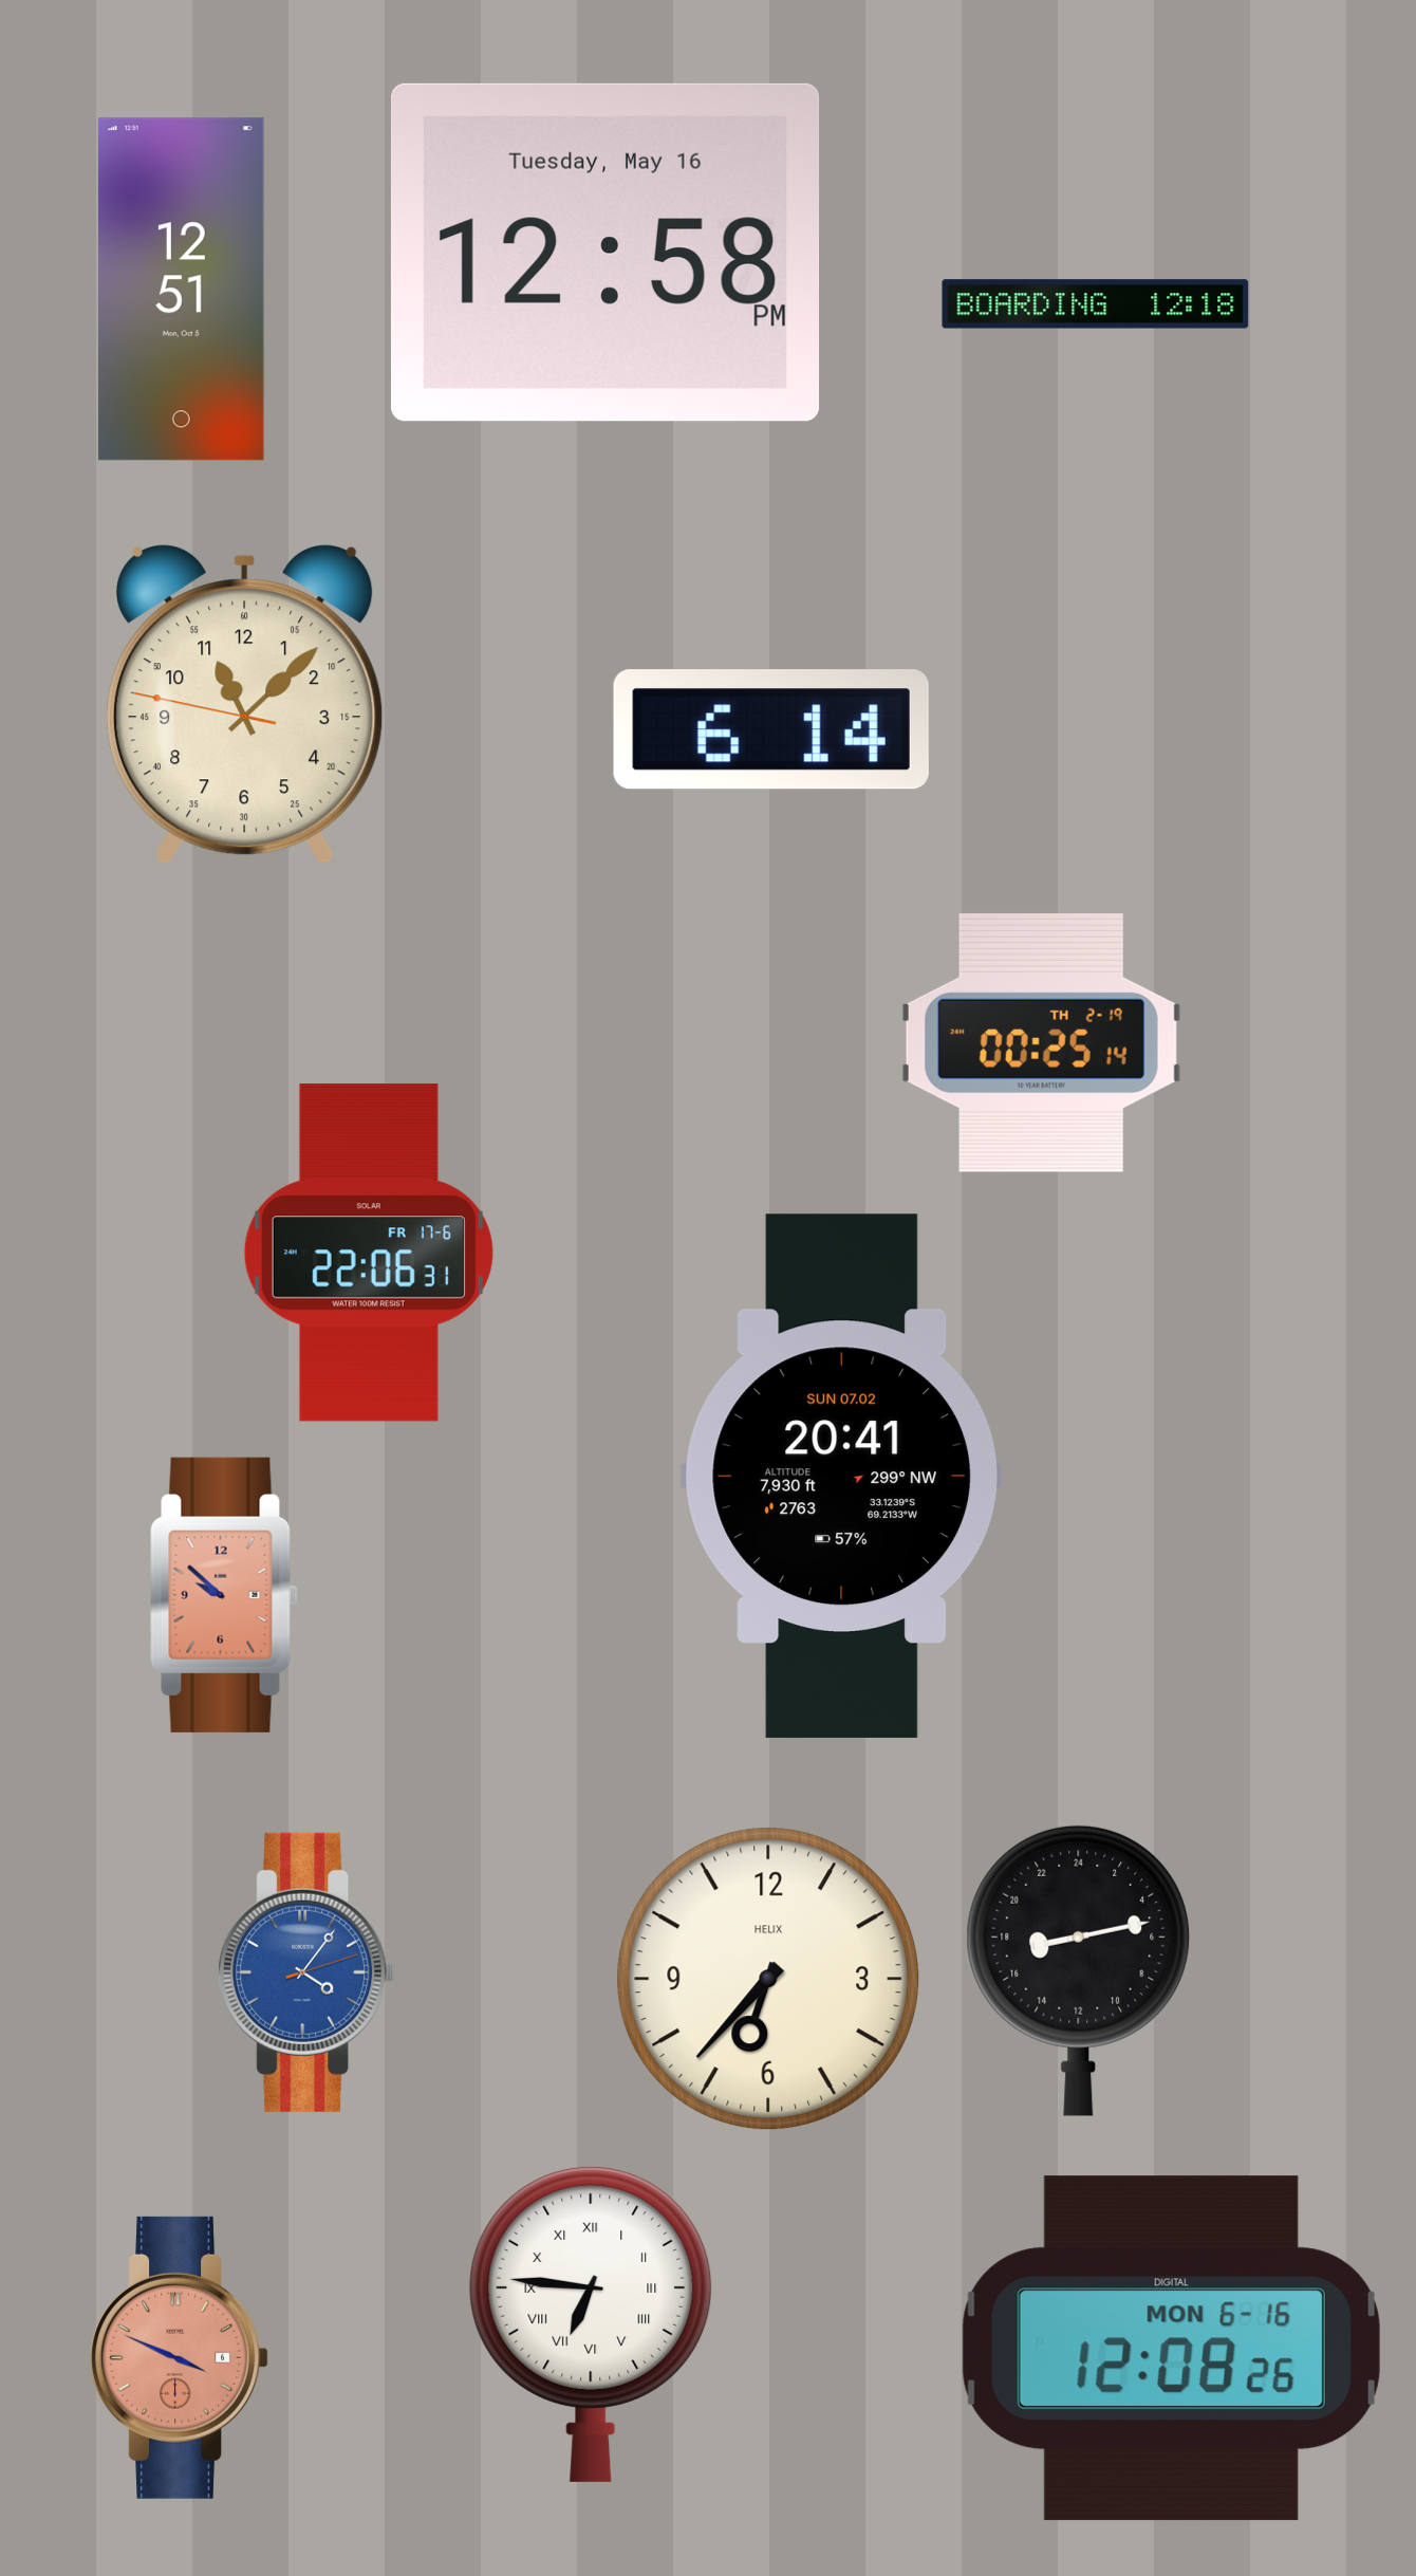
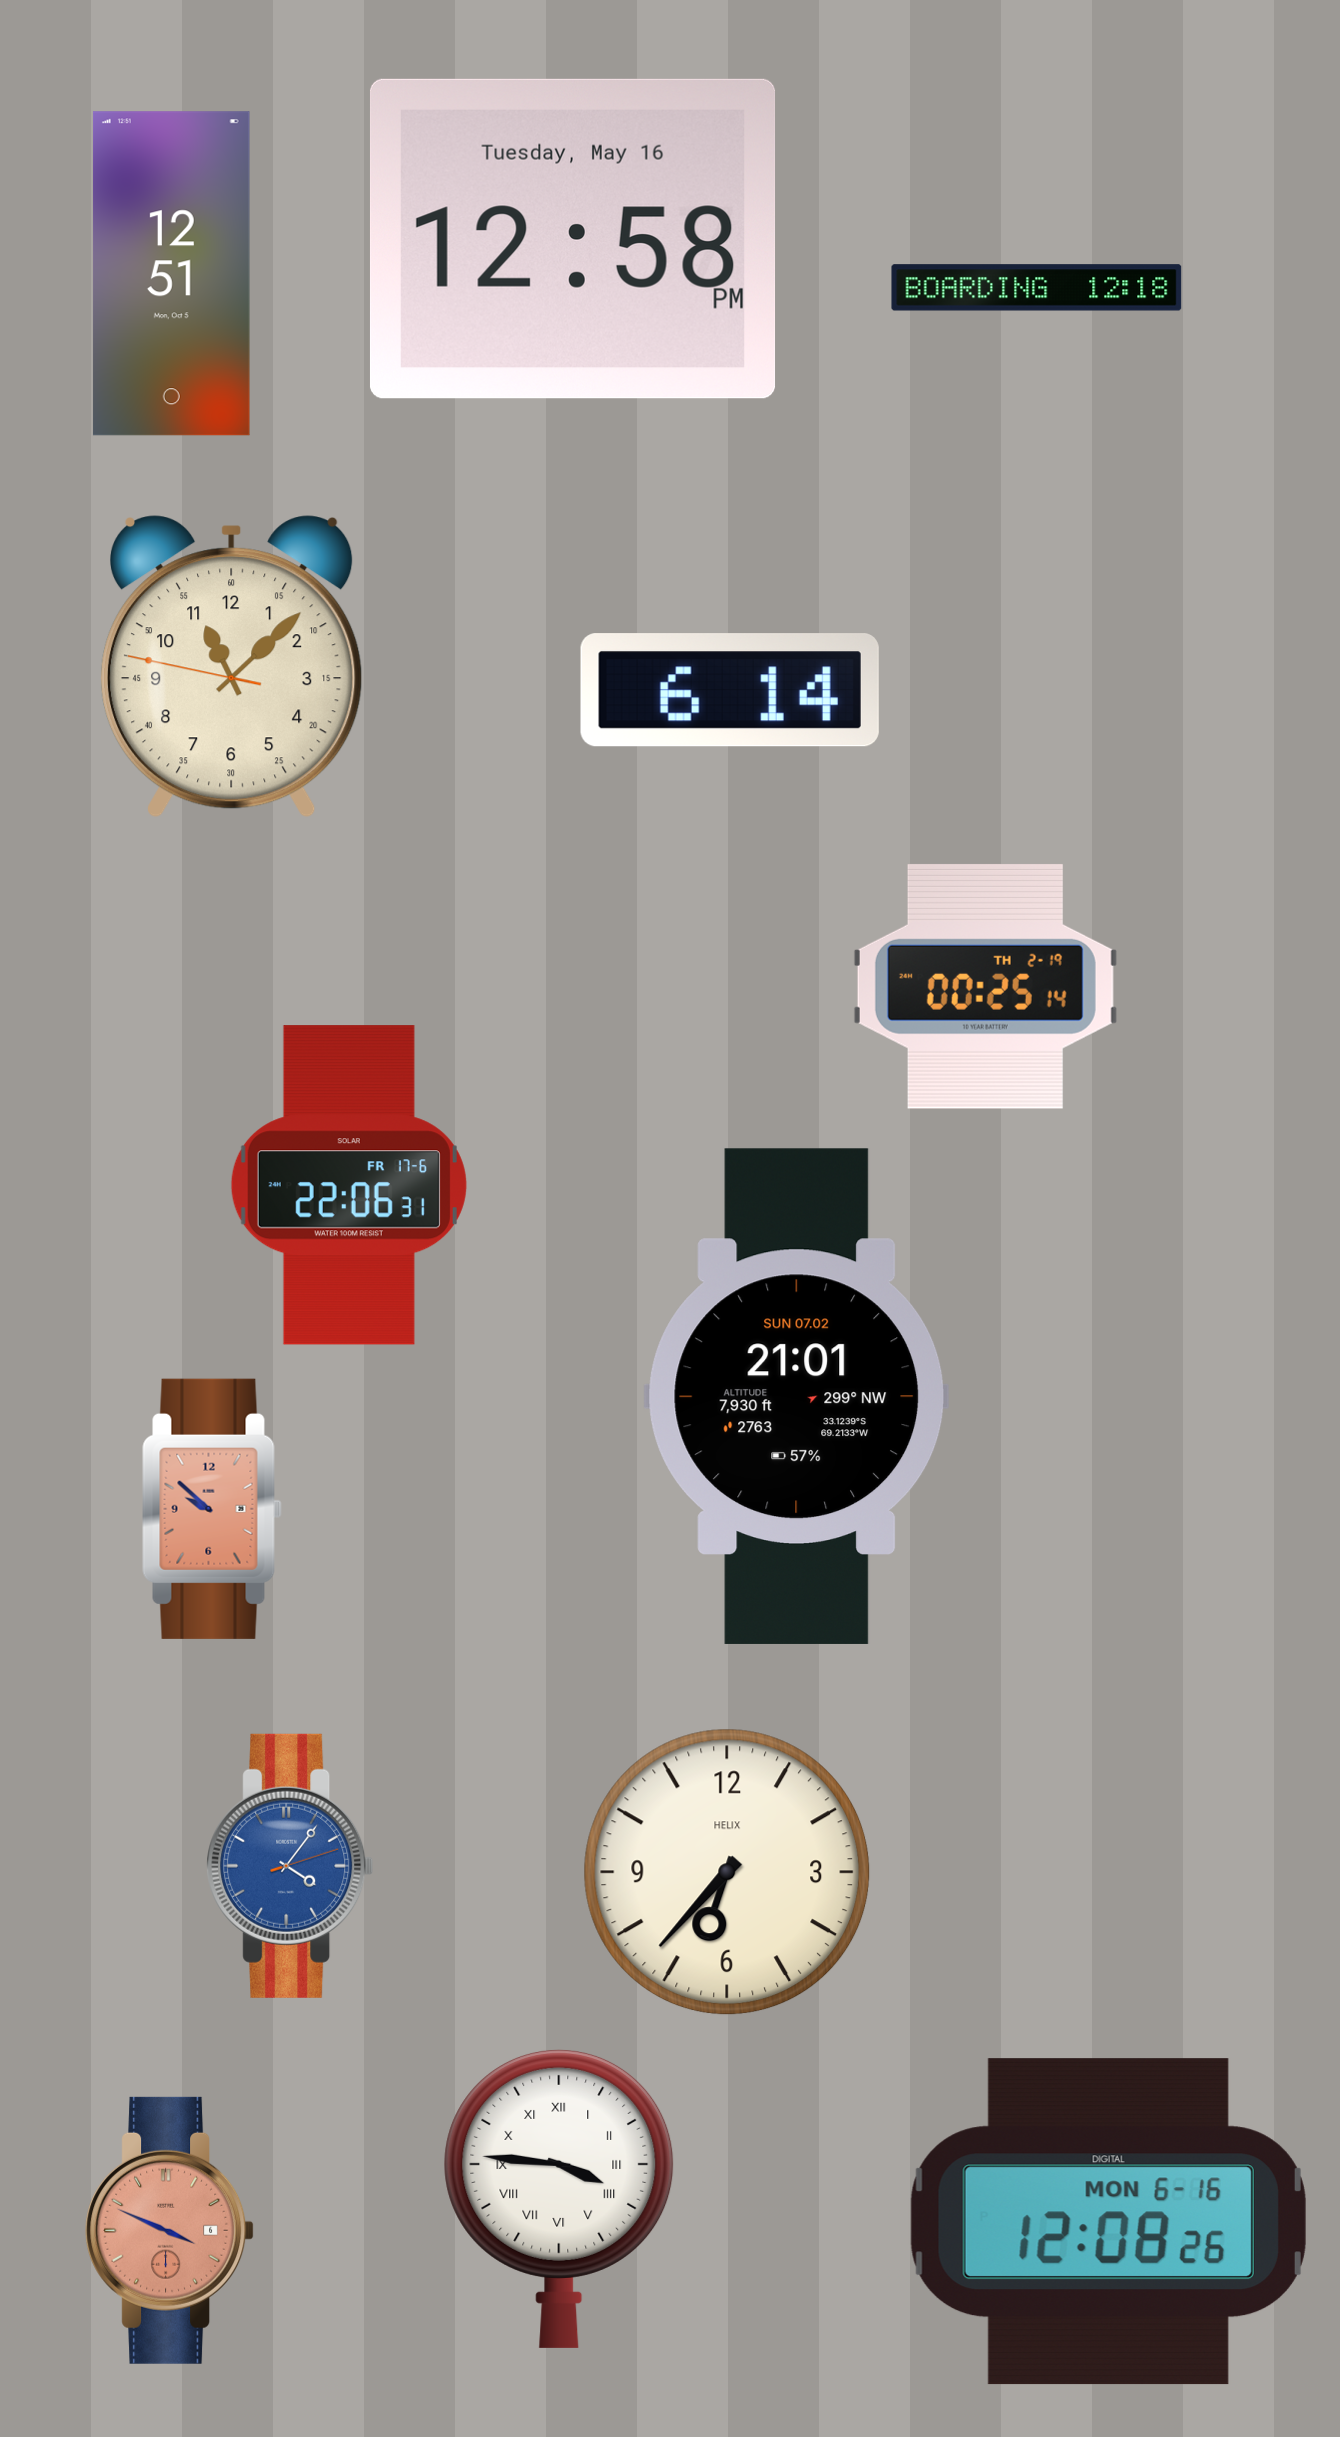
clock at (841, 1476): 20:41 -> 21:01
clock at (1079, 1970): 17:13 -> none
clock at (591, 2323): 6:46 -> 3:46
